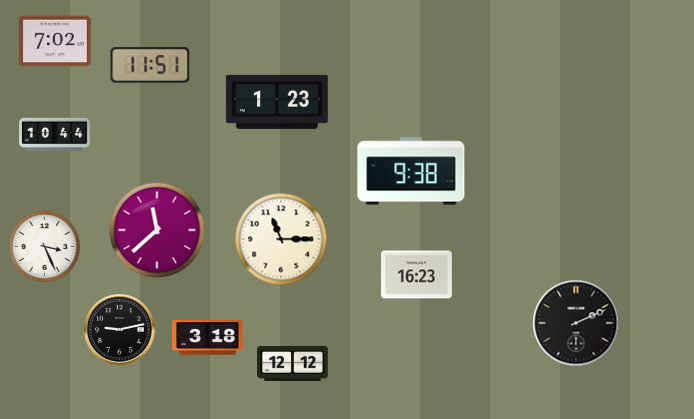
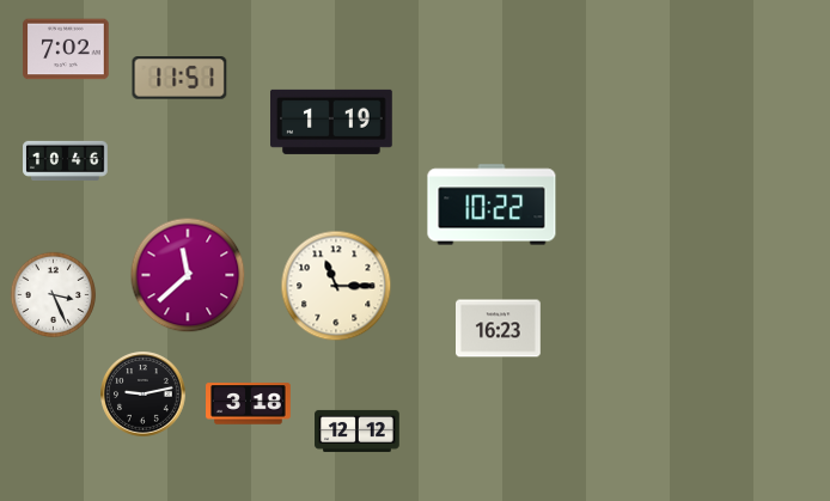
clock at (278, 102): 1:23 -> 1:19
clock at (55, 134): 10:44 -> 10:46
clock at (411, 171): 9:38 -> 10:22
clock at (576, 323): 2:11 -> none
clock at (293, 363) position: (293, 363) -> (358, 430)
